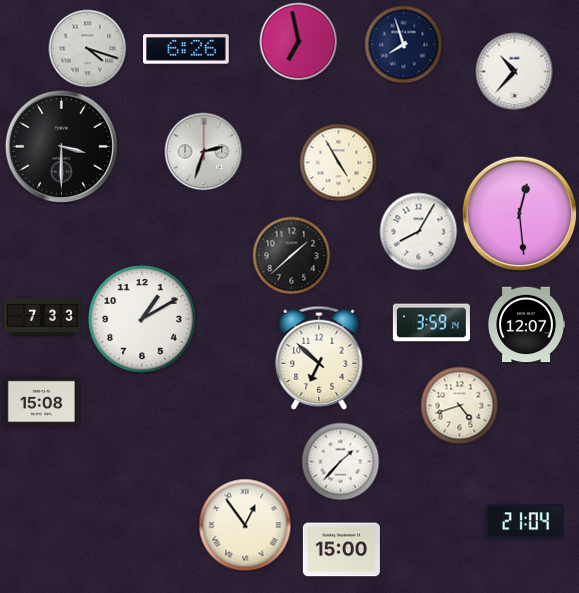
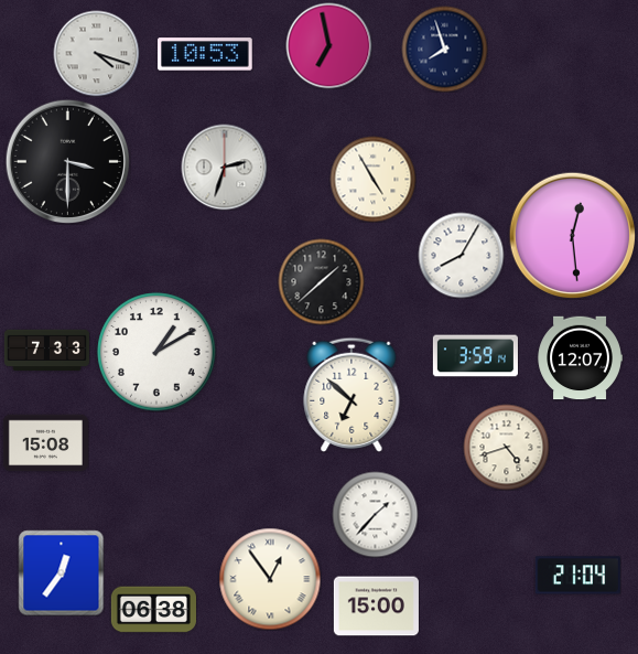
clock at (186, 49): 6:26 -> 10:53
clock at (514, 71): 10:37 -> none
clock at (340, 461) position: (340, 461) -> (375, 514)
clock at (61, 572): none -> 12:36
clock at (153, 610): none -> 06:38
